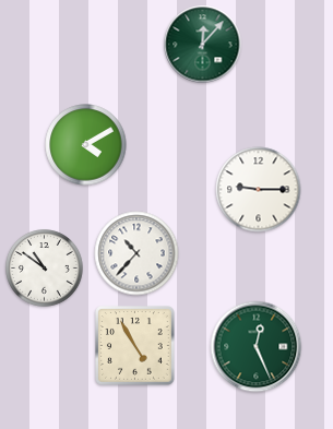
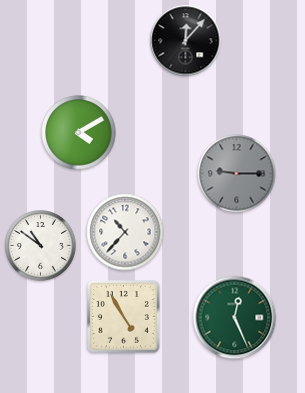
clock at (203, 45) dial: green -> black
clock at (259, 190) dial: white -> grey
